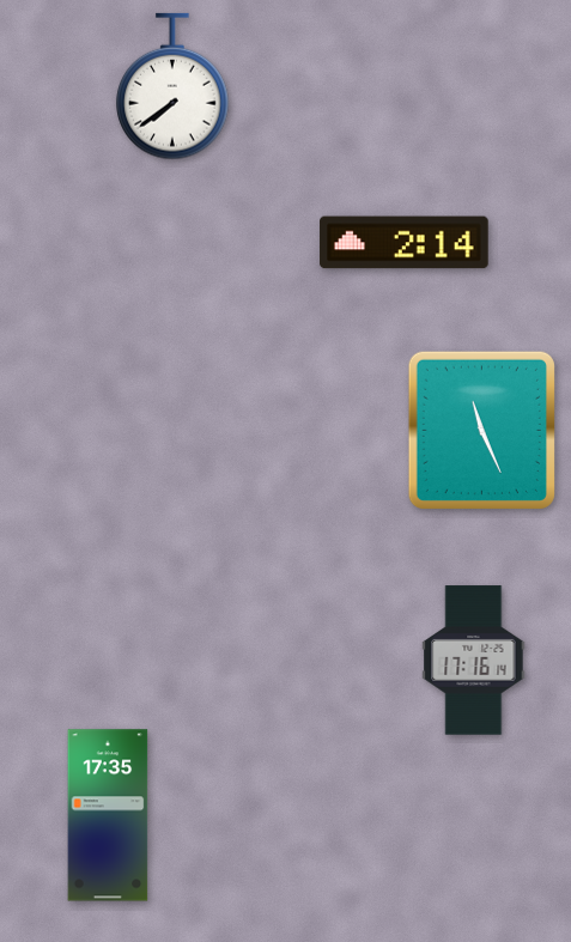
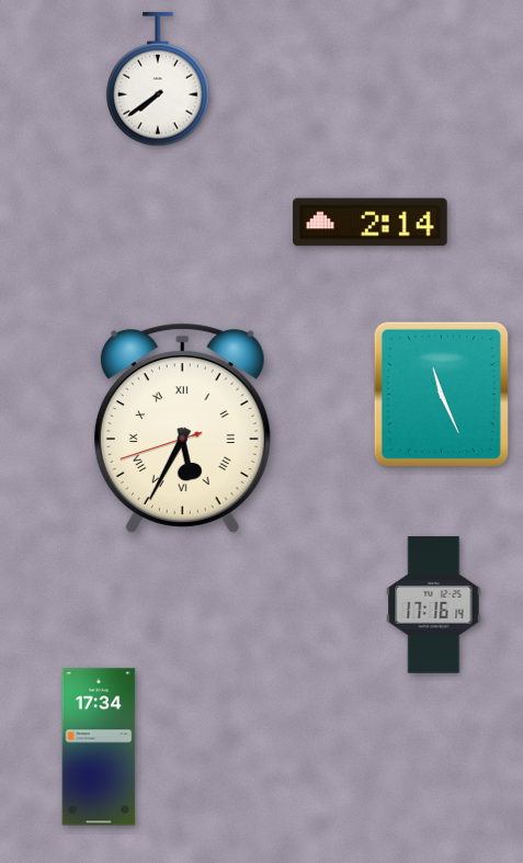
clock at (182, 428): none -> 5:34
clock at (108, 815): 17:35 -> 17:34
